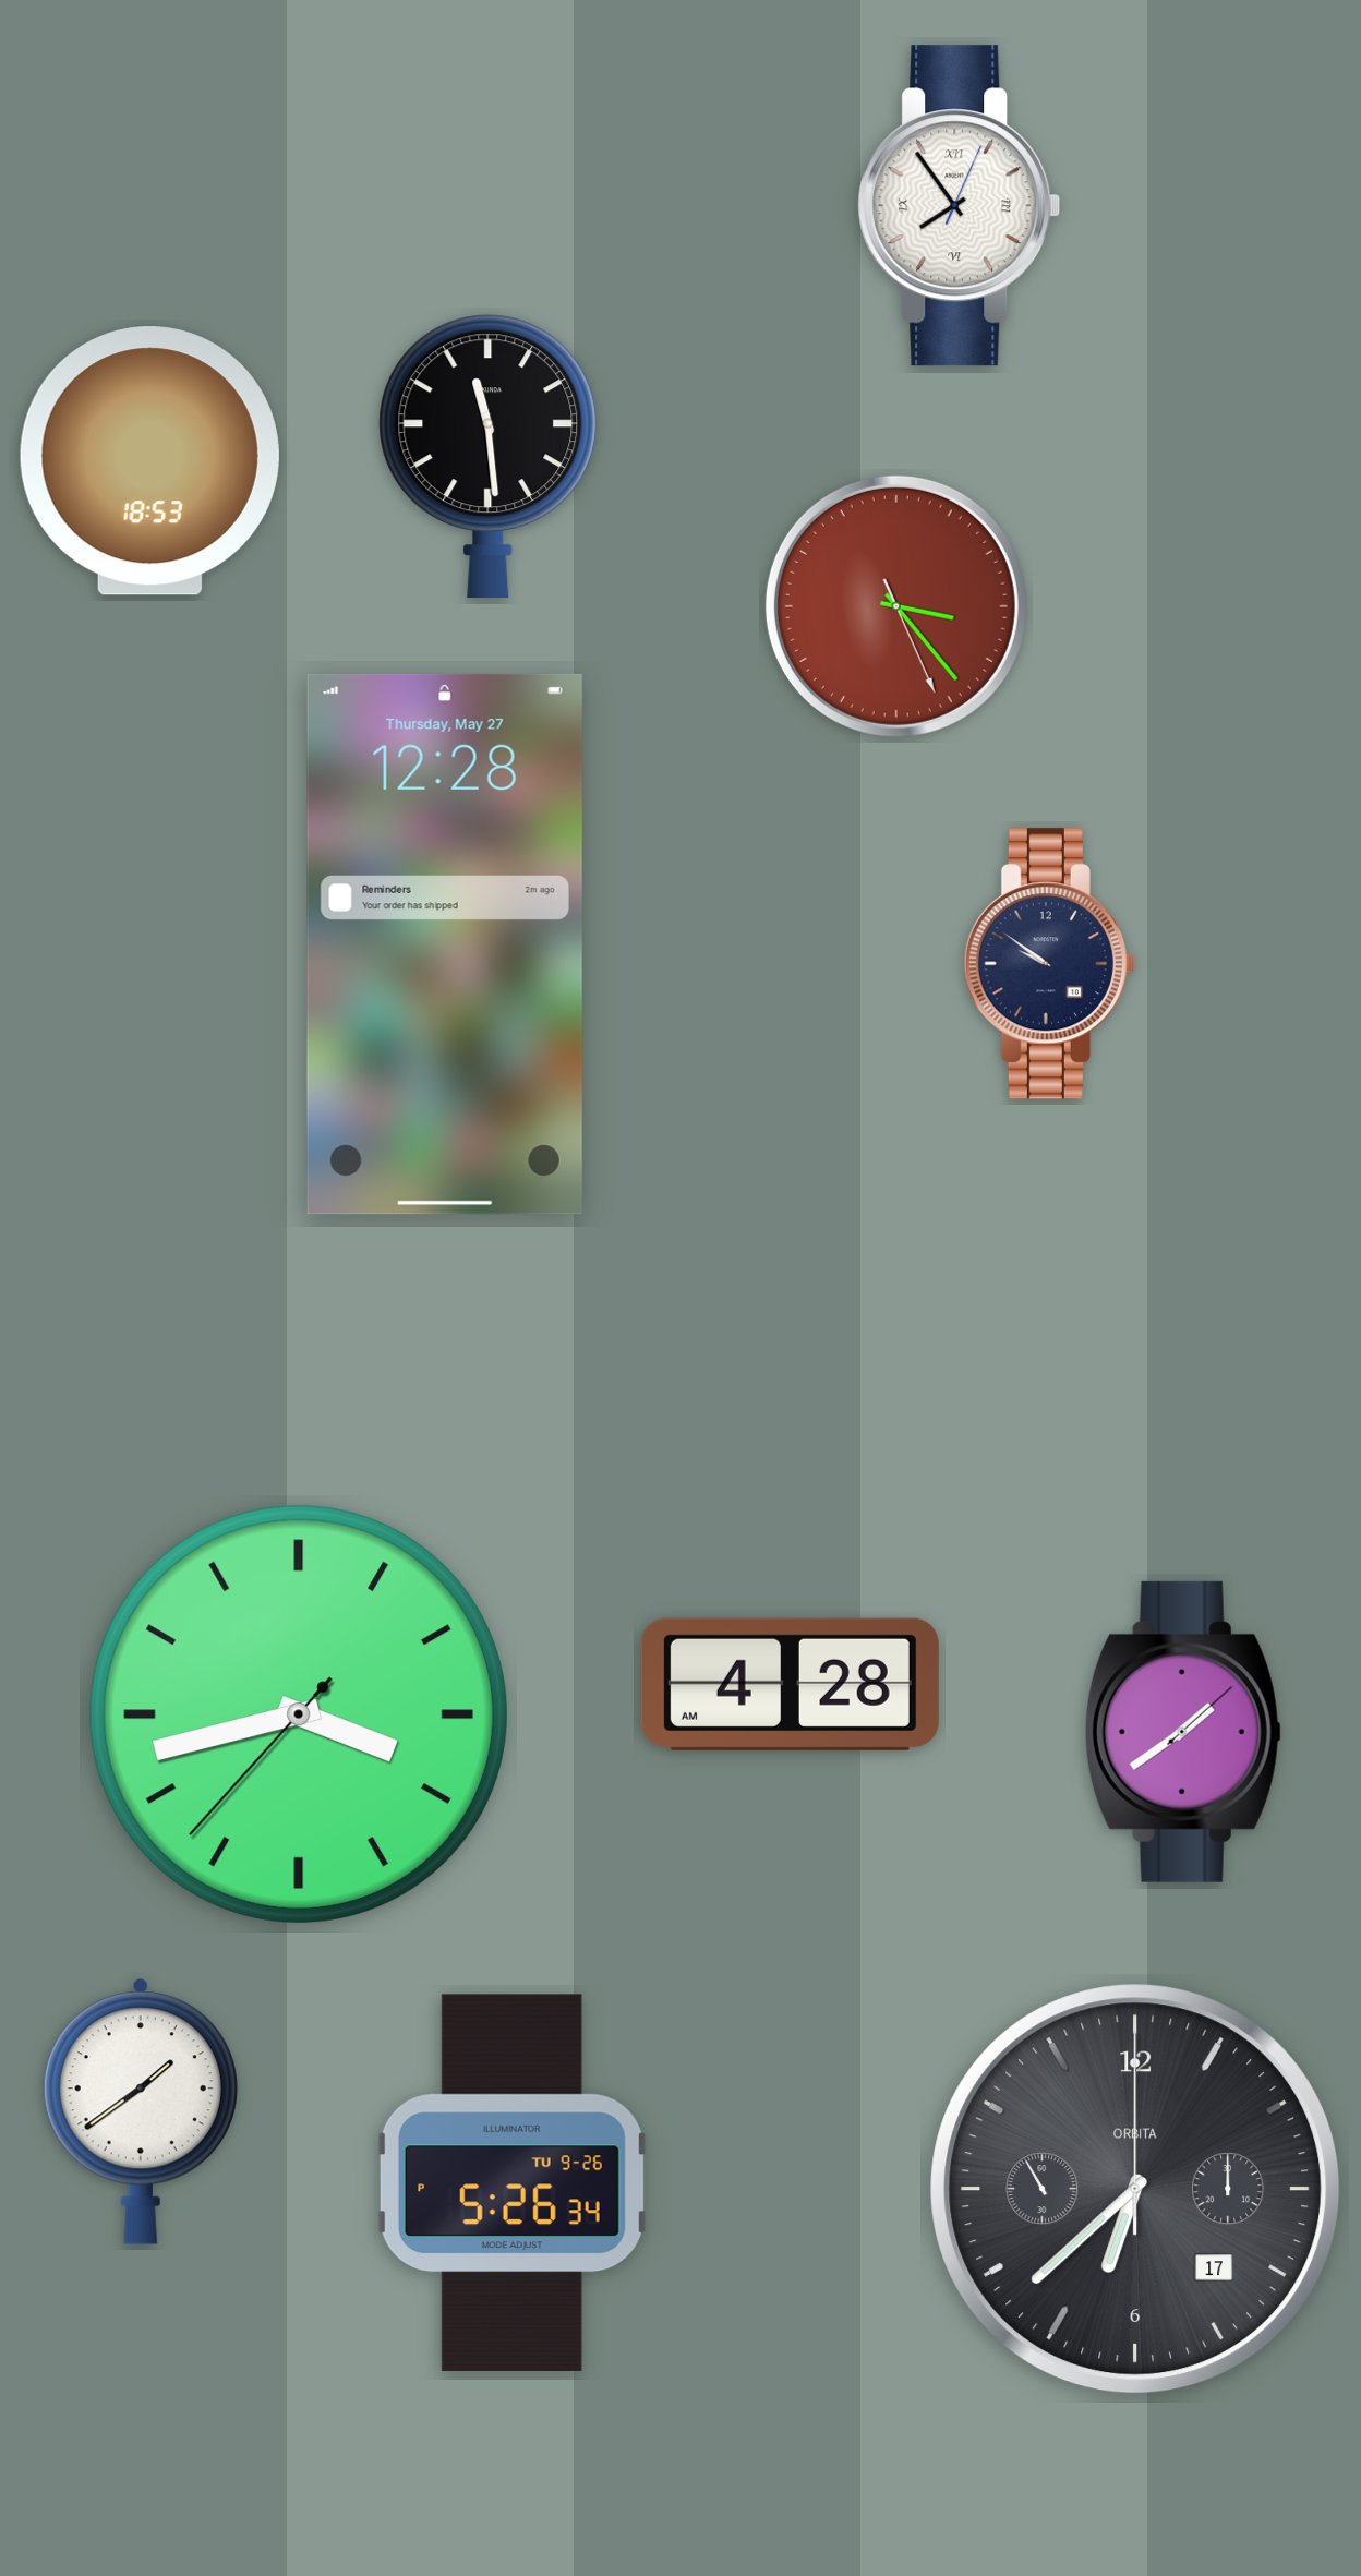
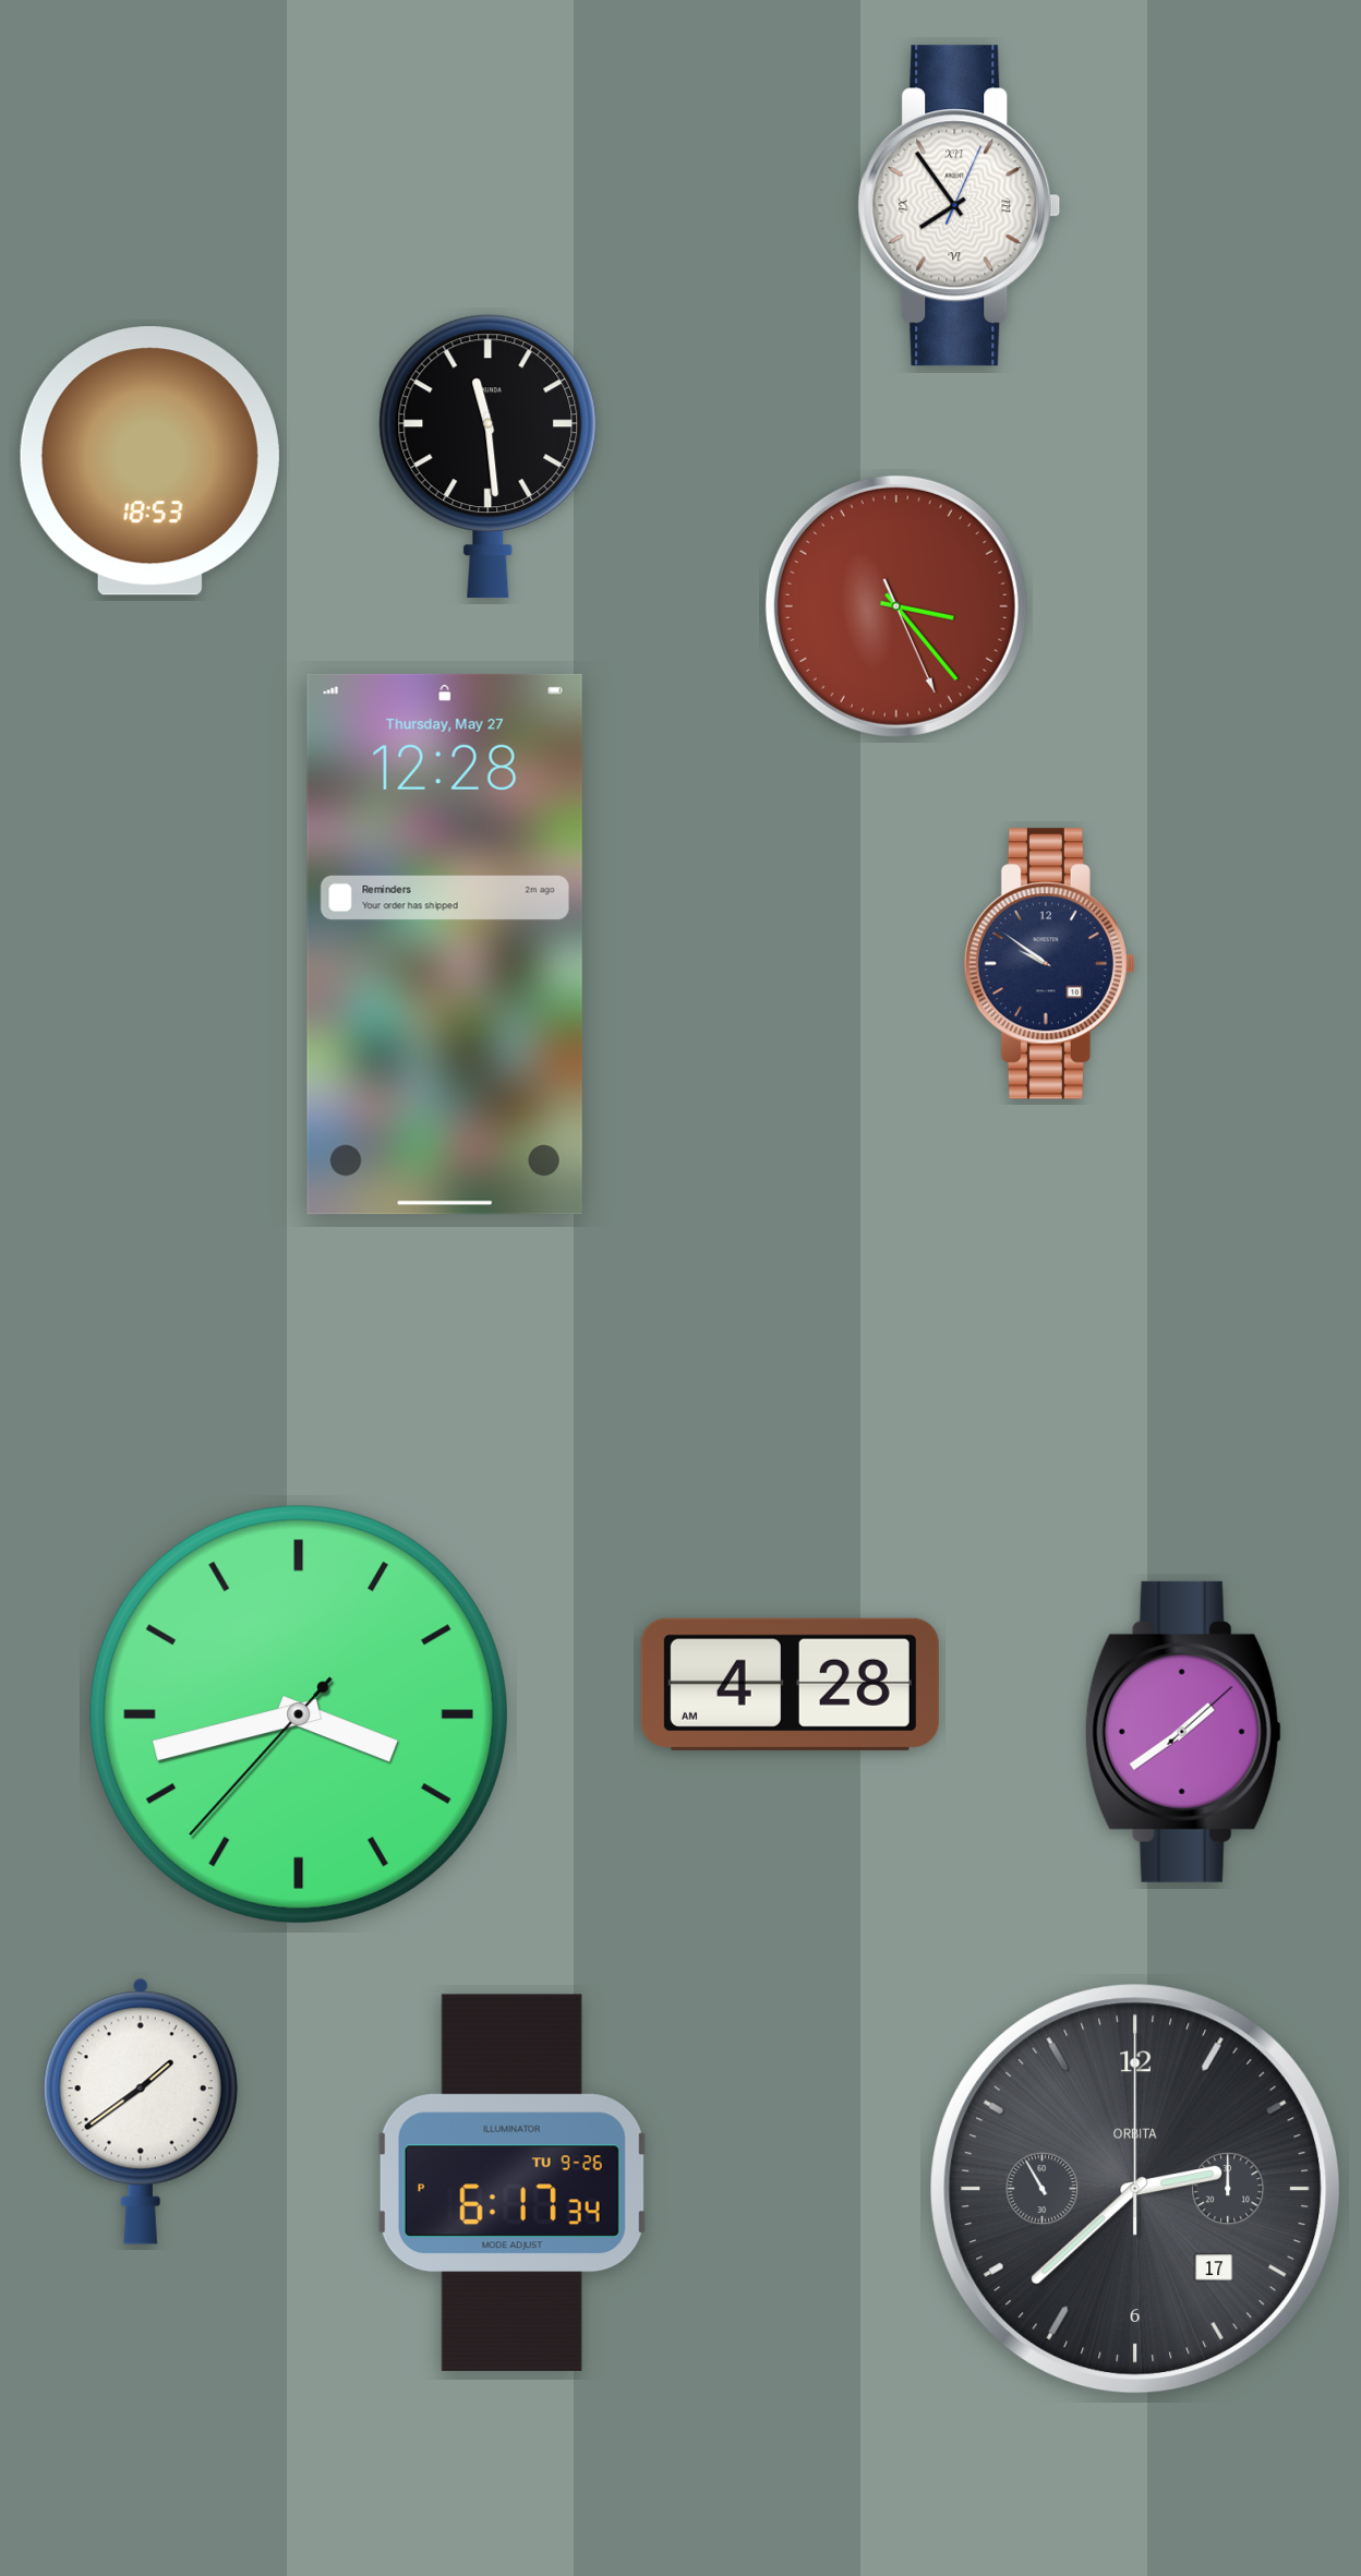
clock at (511, 2182): 5:26 -> 6:17
clock at (1135, 2189): 6:37 -> 2:37
